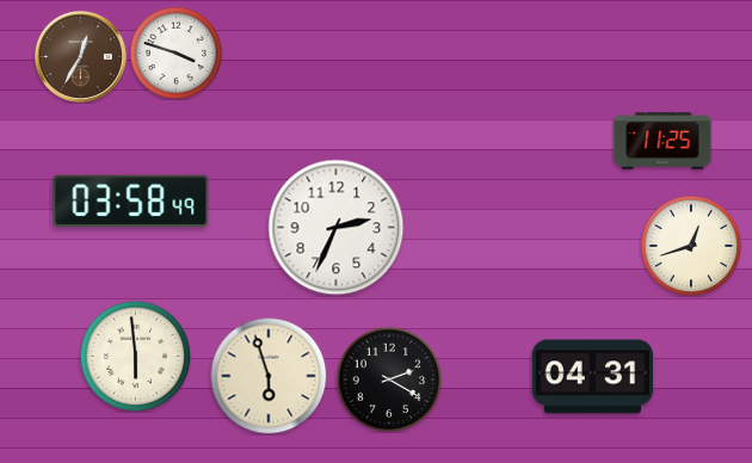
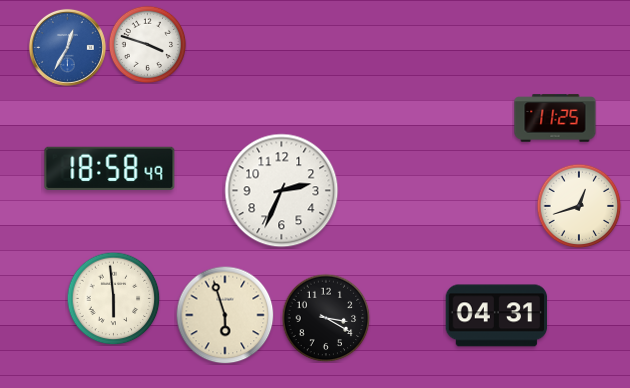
clock at (80, 56) dial: brown -> blue
clock at (131, 200): 03:58 -> 18:58
clock at (389, 379): 2:20 -> 3:20
